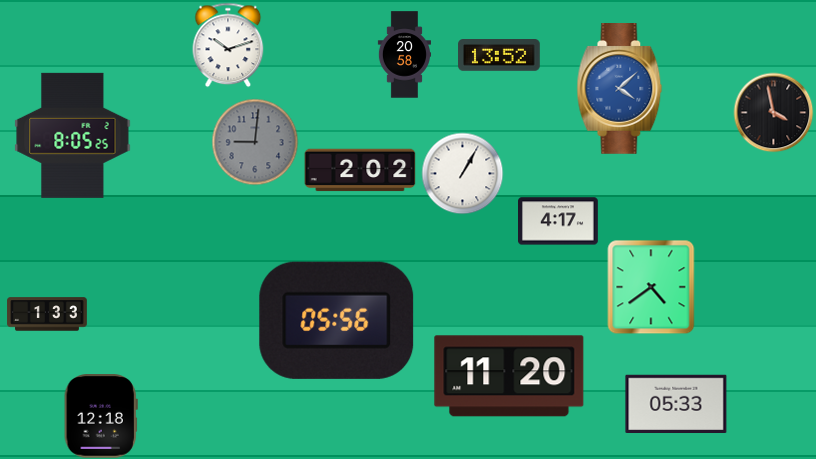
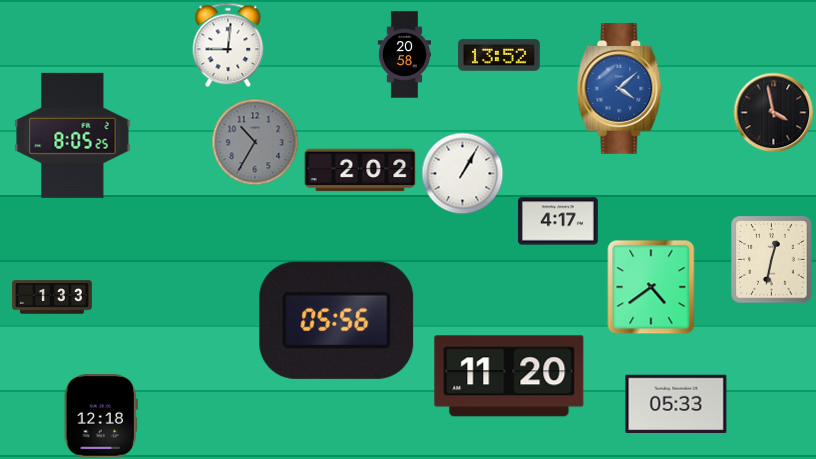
clock at (228, 45): 10:12 -> 9:01
clock at (255, 142): 9:01 -> 10:35
clock at (772, 260): none -> 12:32
clock at (47, 314) position: (47, 314) -> (52, 297)
